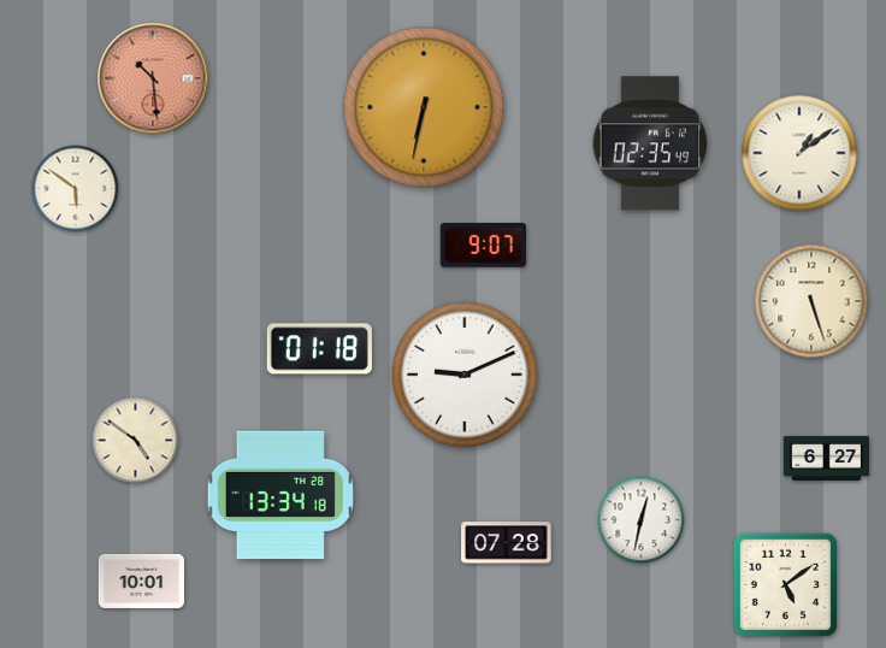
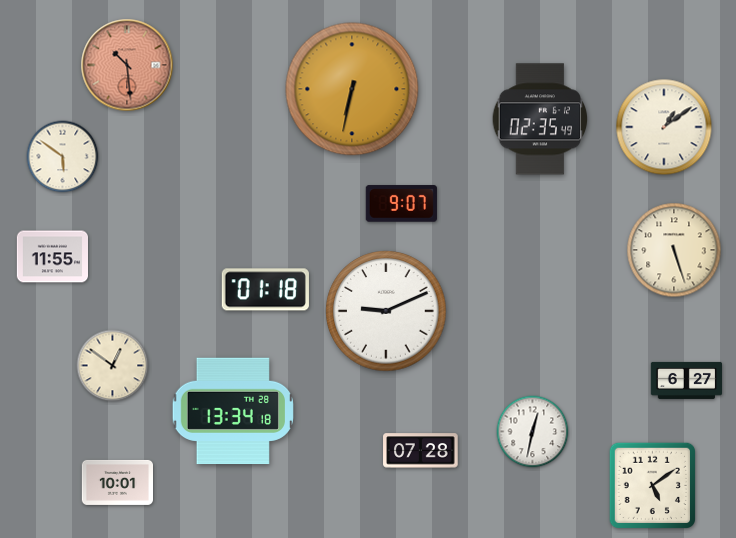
clock at (52, 257): none -> 11:55
clock at (136, 441): 4:51 -> 12:51
